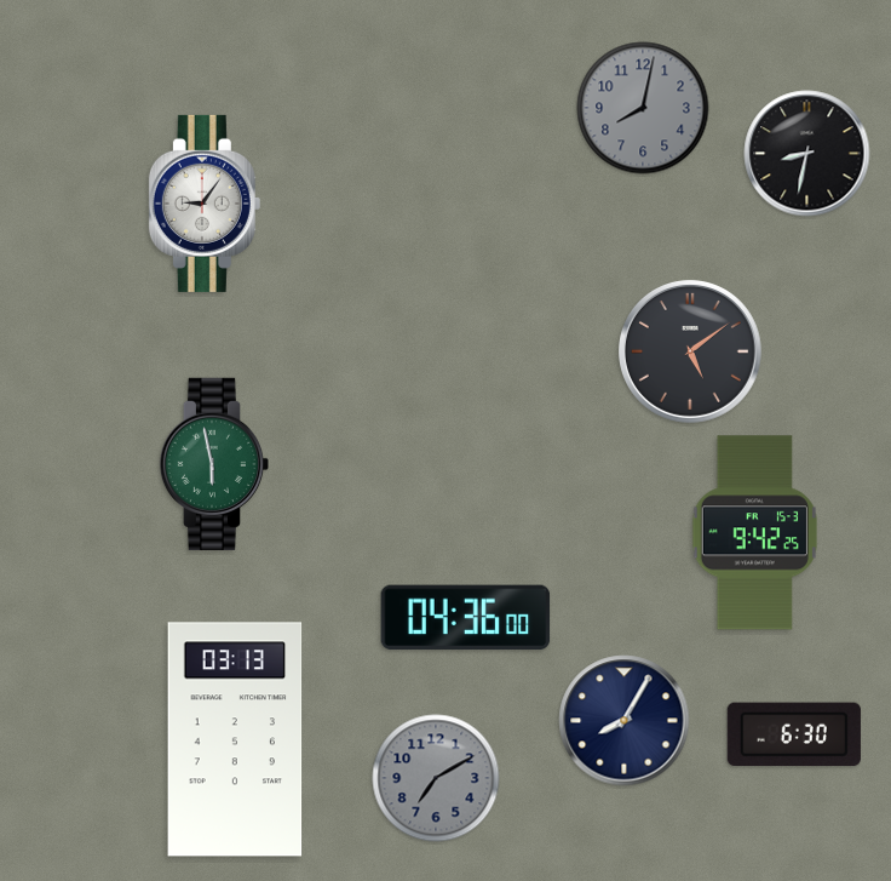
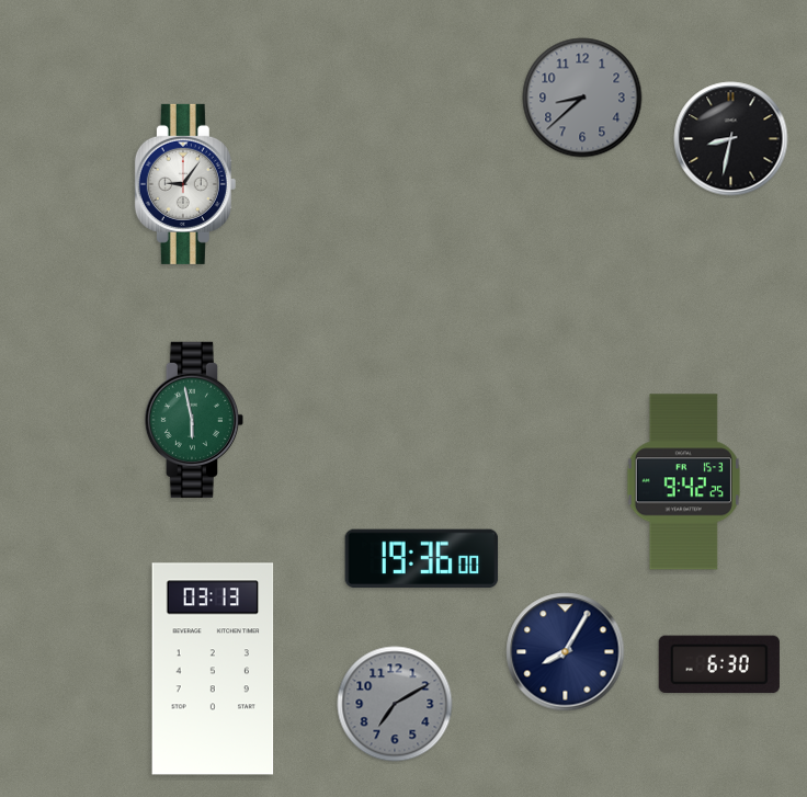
clock at (643, 108): 8:02 -> 8:38
clock at (691, 353): 5:09 -> none
clock at (466, 618): 04:36 -> 19:36
